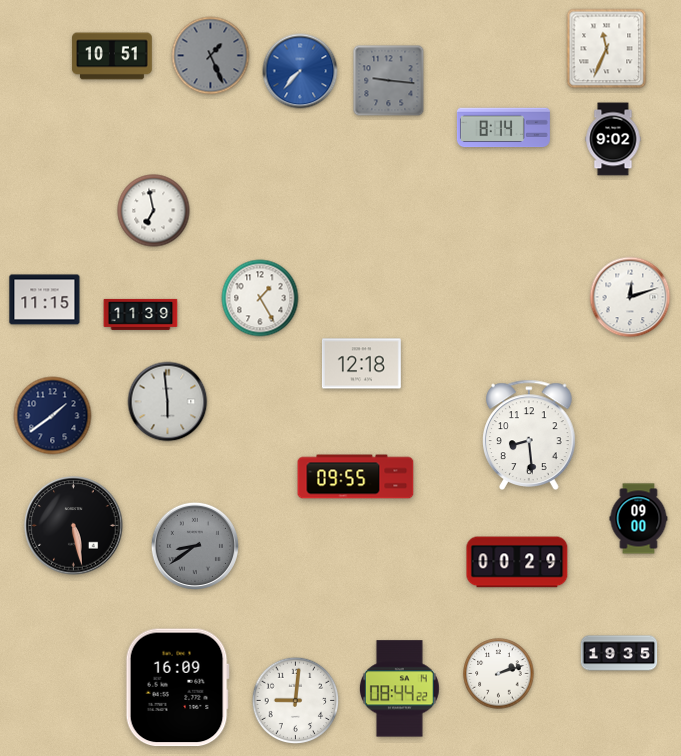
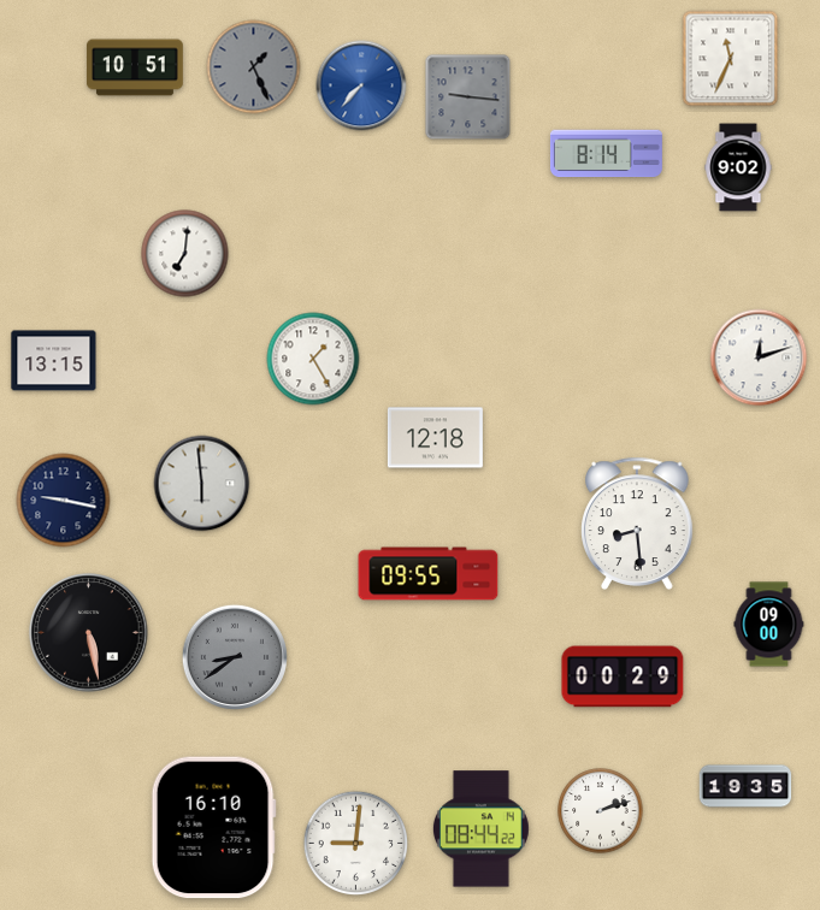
clock at (154, 211): 6:58 -> 7:01
clock at (45, 300): 11:15 -> 13:15
clock at (141, 314): 11:39 -> none
clock at (53, 416): 1:39 -> 9:17
clock at (177, 688): 16:09 -> 16:10
